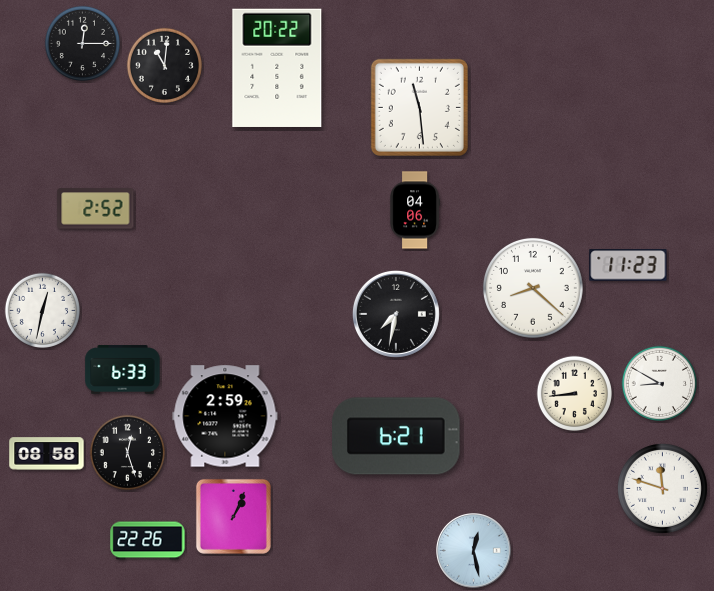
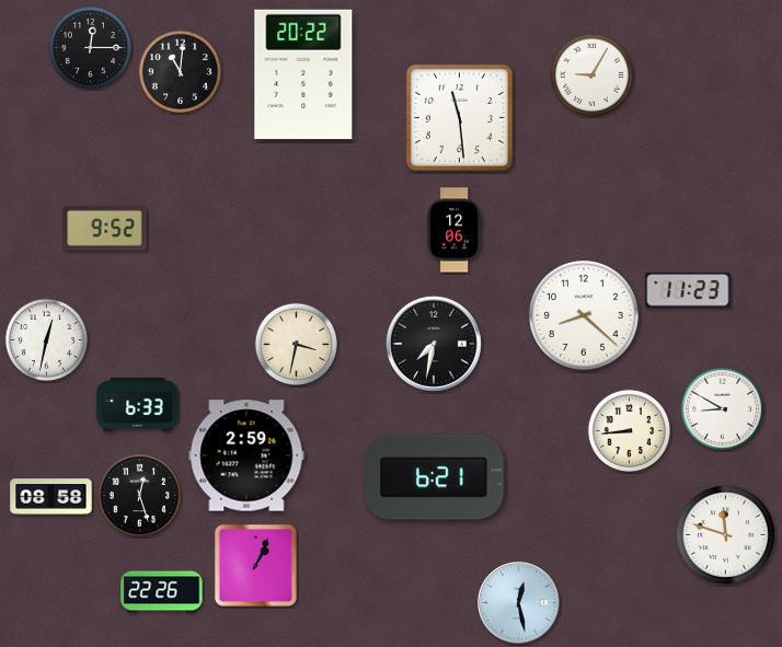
clock at (591, 74): none -> 9:05
clock at (96, 209): 2:52 -> 9:52
clock at (414, 210): 04:06 -> 12:06
clock at (296, 344): none -> 3:32
clock at (123, 370) position: (123, 370) -> (138, 405)
clock at (659, 383) position: (659, 383) -> (722, 408)
